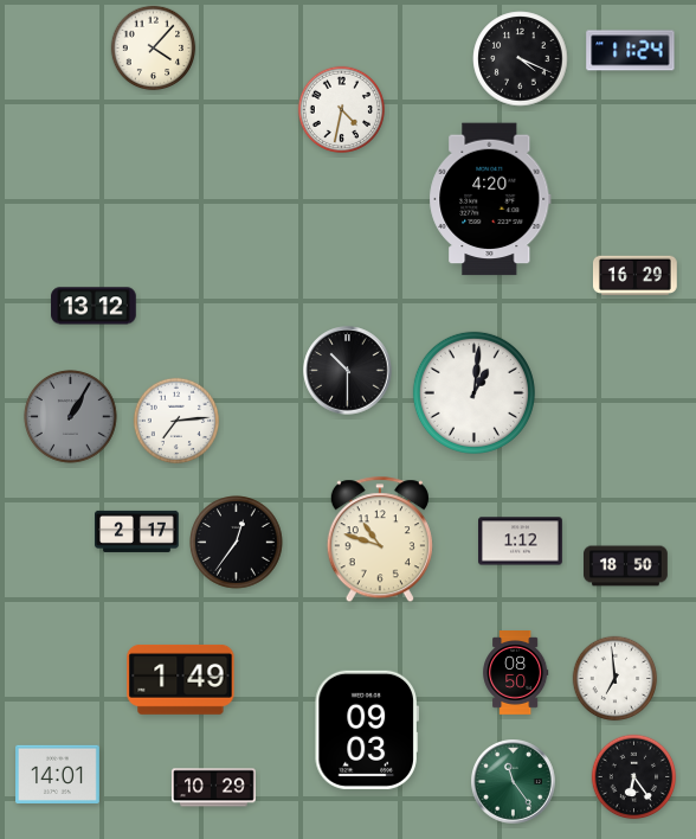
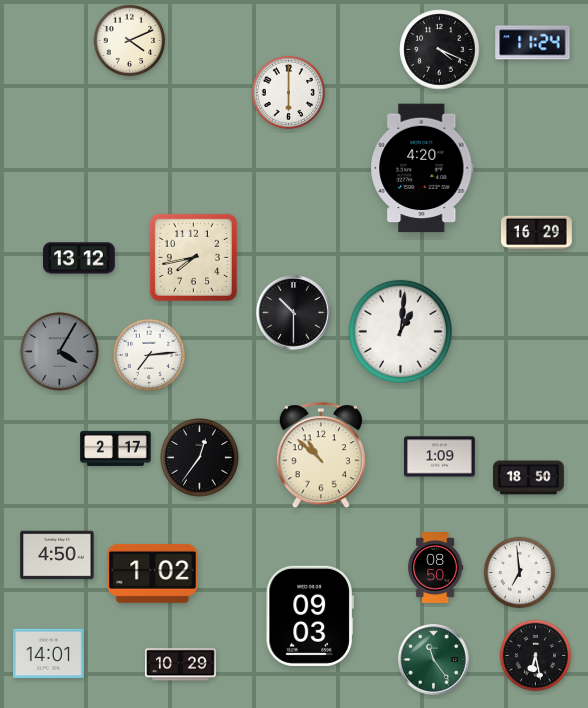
clock at (154, 49): 4:07 -> 4:11
clock at (341, 109): 4:32 -> 6:00
clock at (490, 199) position: (490, 199) -> (422, 168)
clock at (193, 257): none -> 7:43
clock at (71, 417): 1:05 -> 4:05
clock at (380, 540): 10:48 -> 10:52
clock at (521, 542): 1:12 -> 1:09
clock at (57, 555): none -> 4:50
clock at (181, 679): 1:49 -> 1:02
clock at (634, 777): 6:24 -> 6:28
